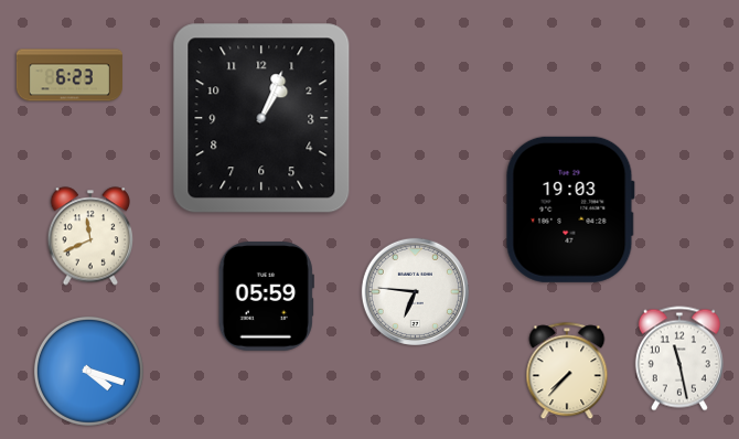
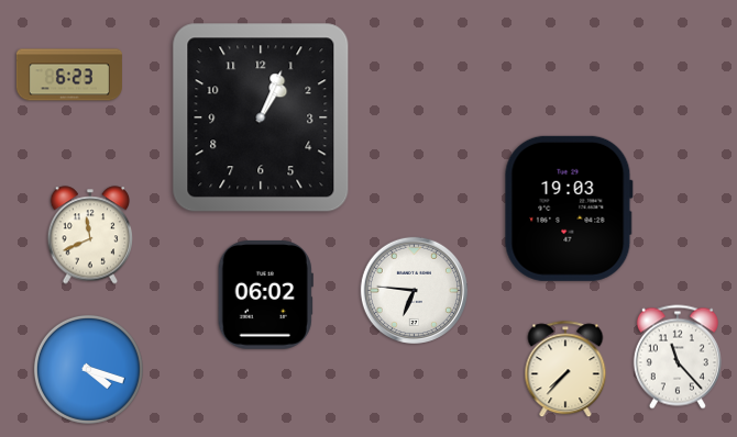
clock at (266, 297): 05:59 -> 06:02
clock at (679, 358): 11:28 -> 11:23
